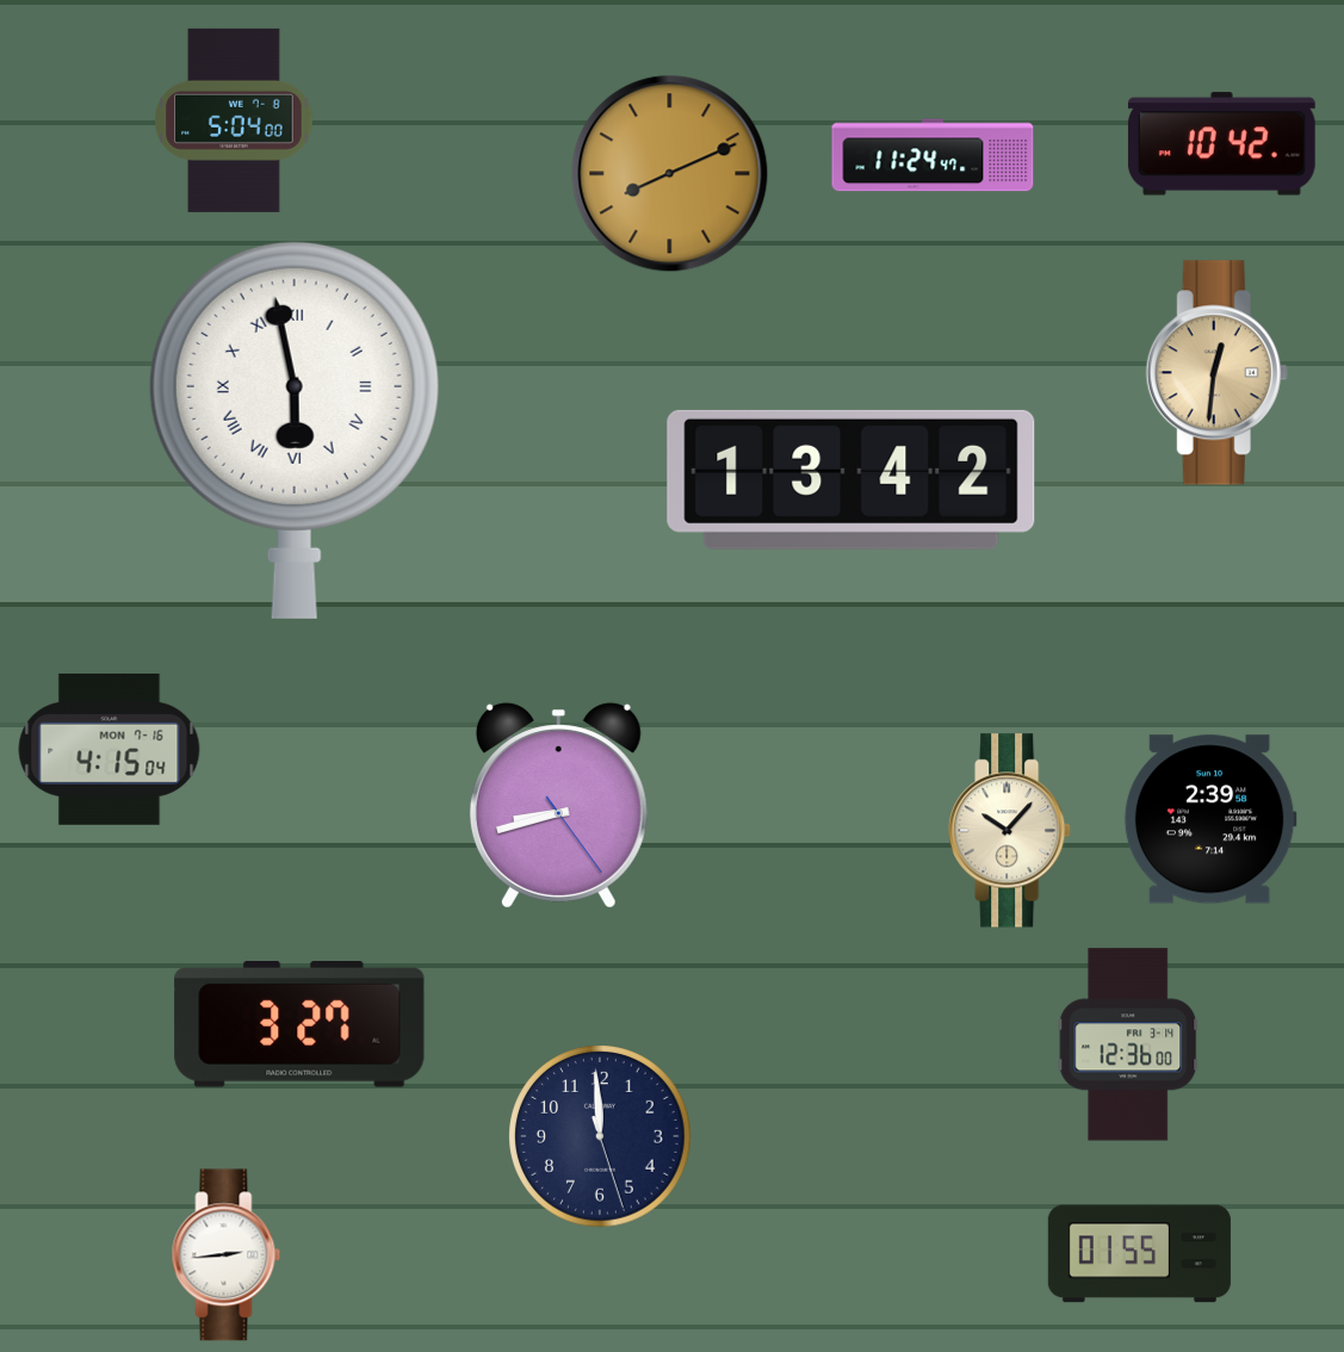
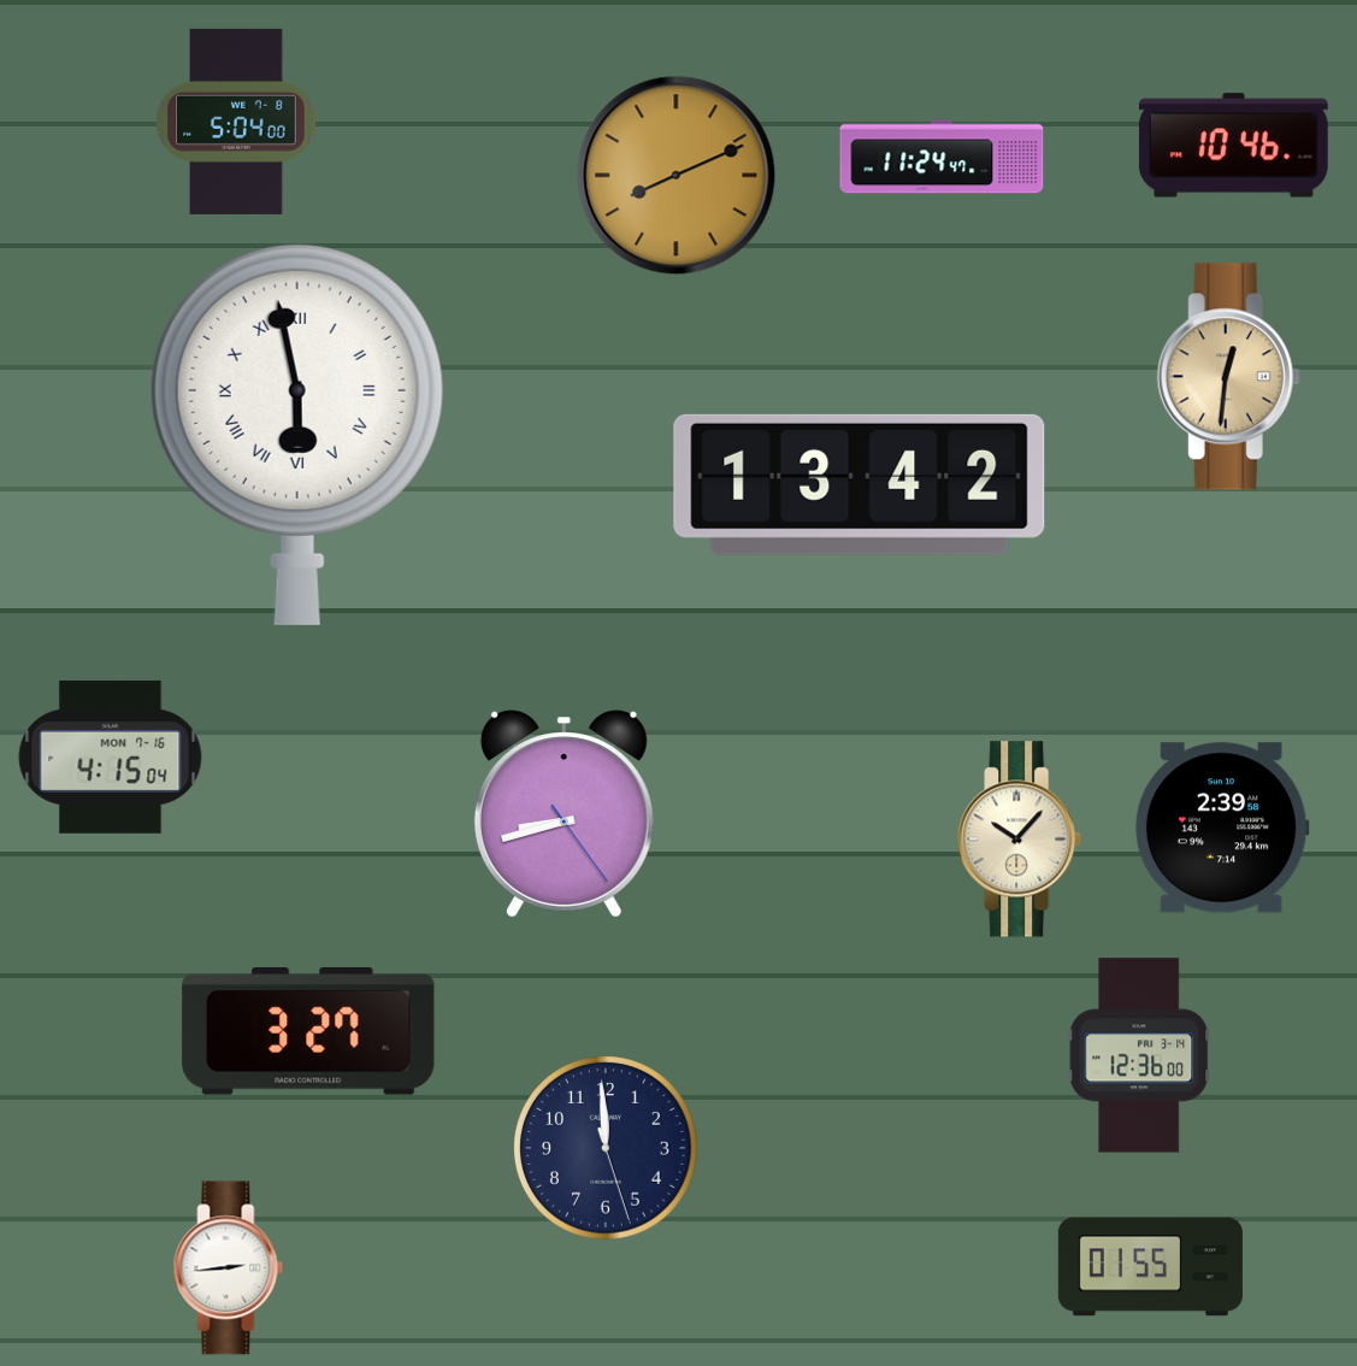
clock at (1221, 144): 10:42 -> 10:46
clock at (299, 1025) position: (299, 1025) -> (308, 1032)
